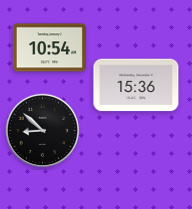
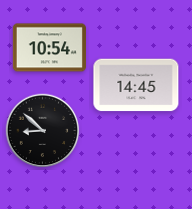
clock at (136, 85): 15:36 -> 14:45
